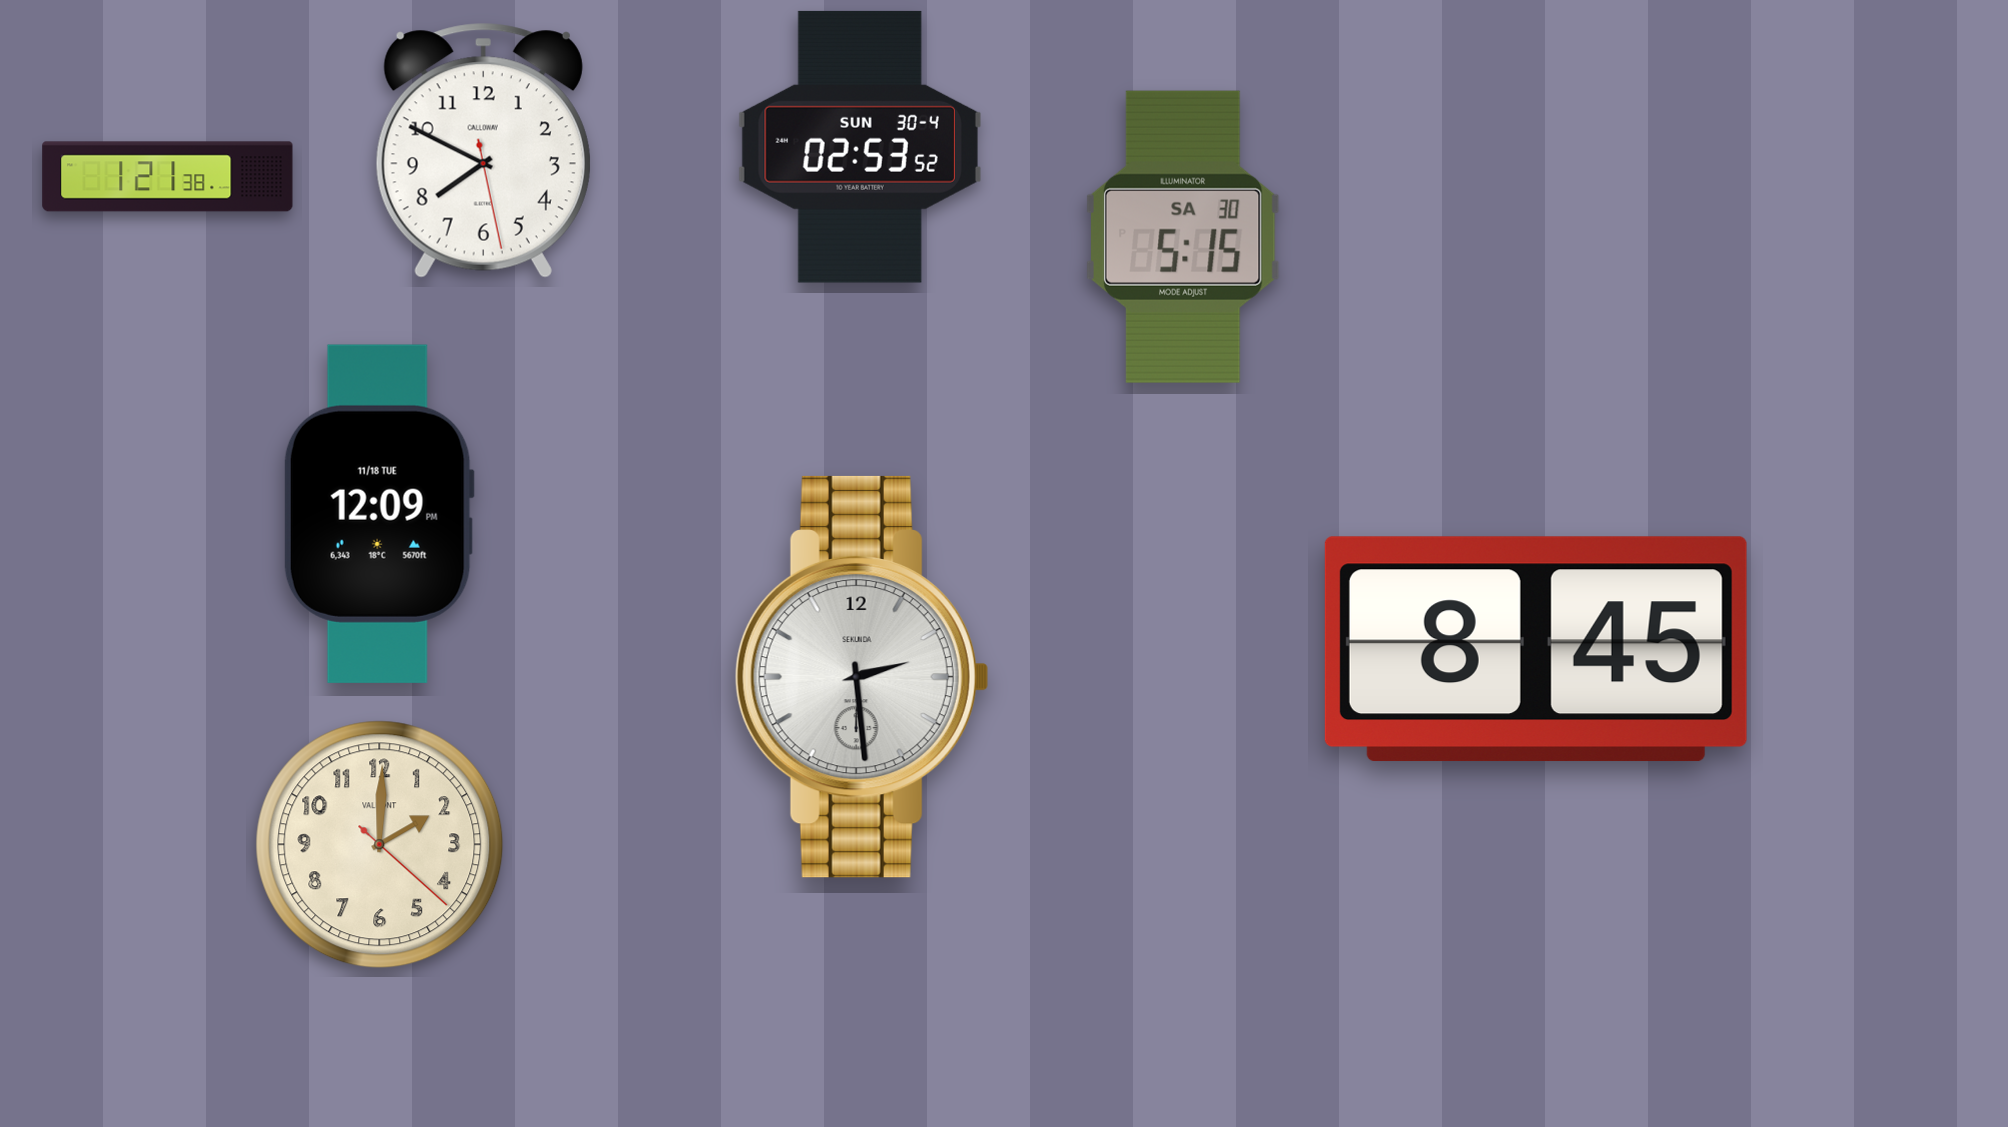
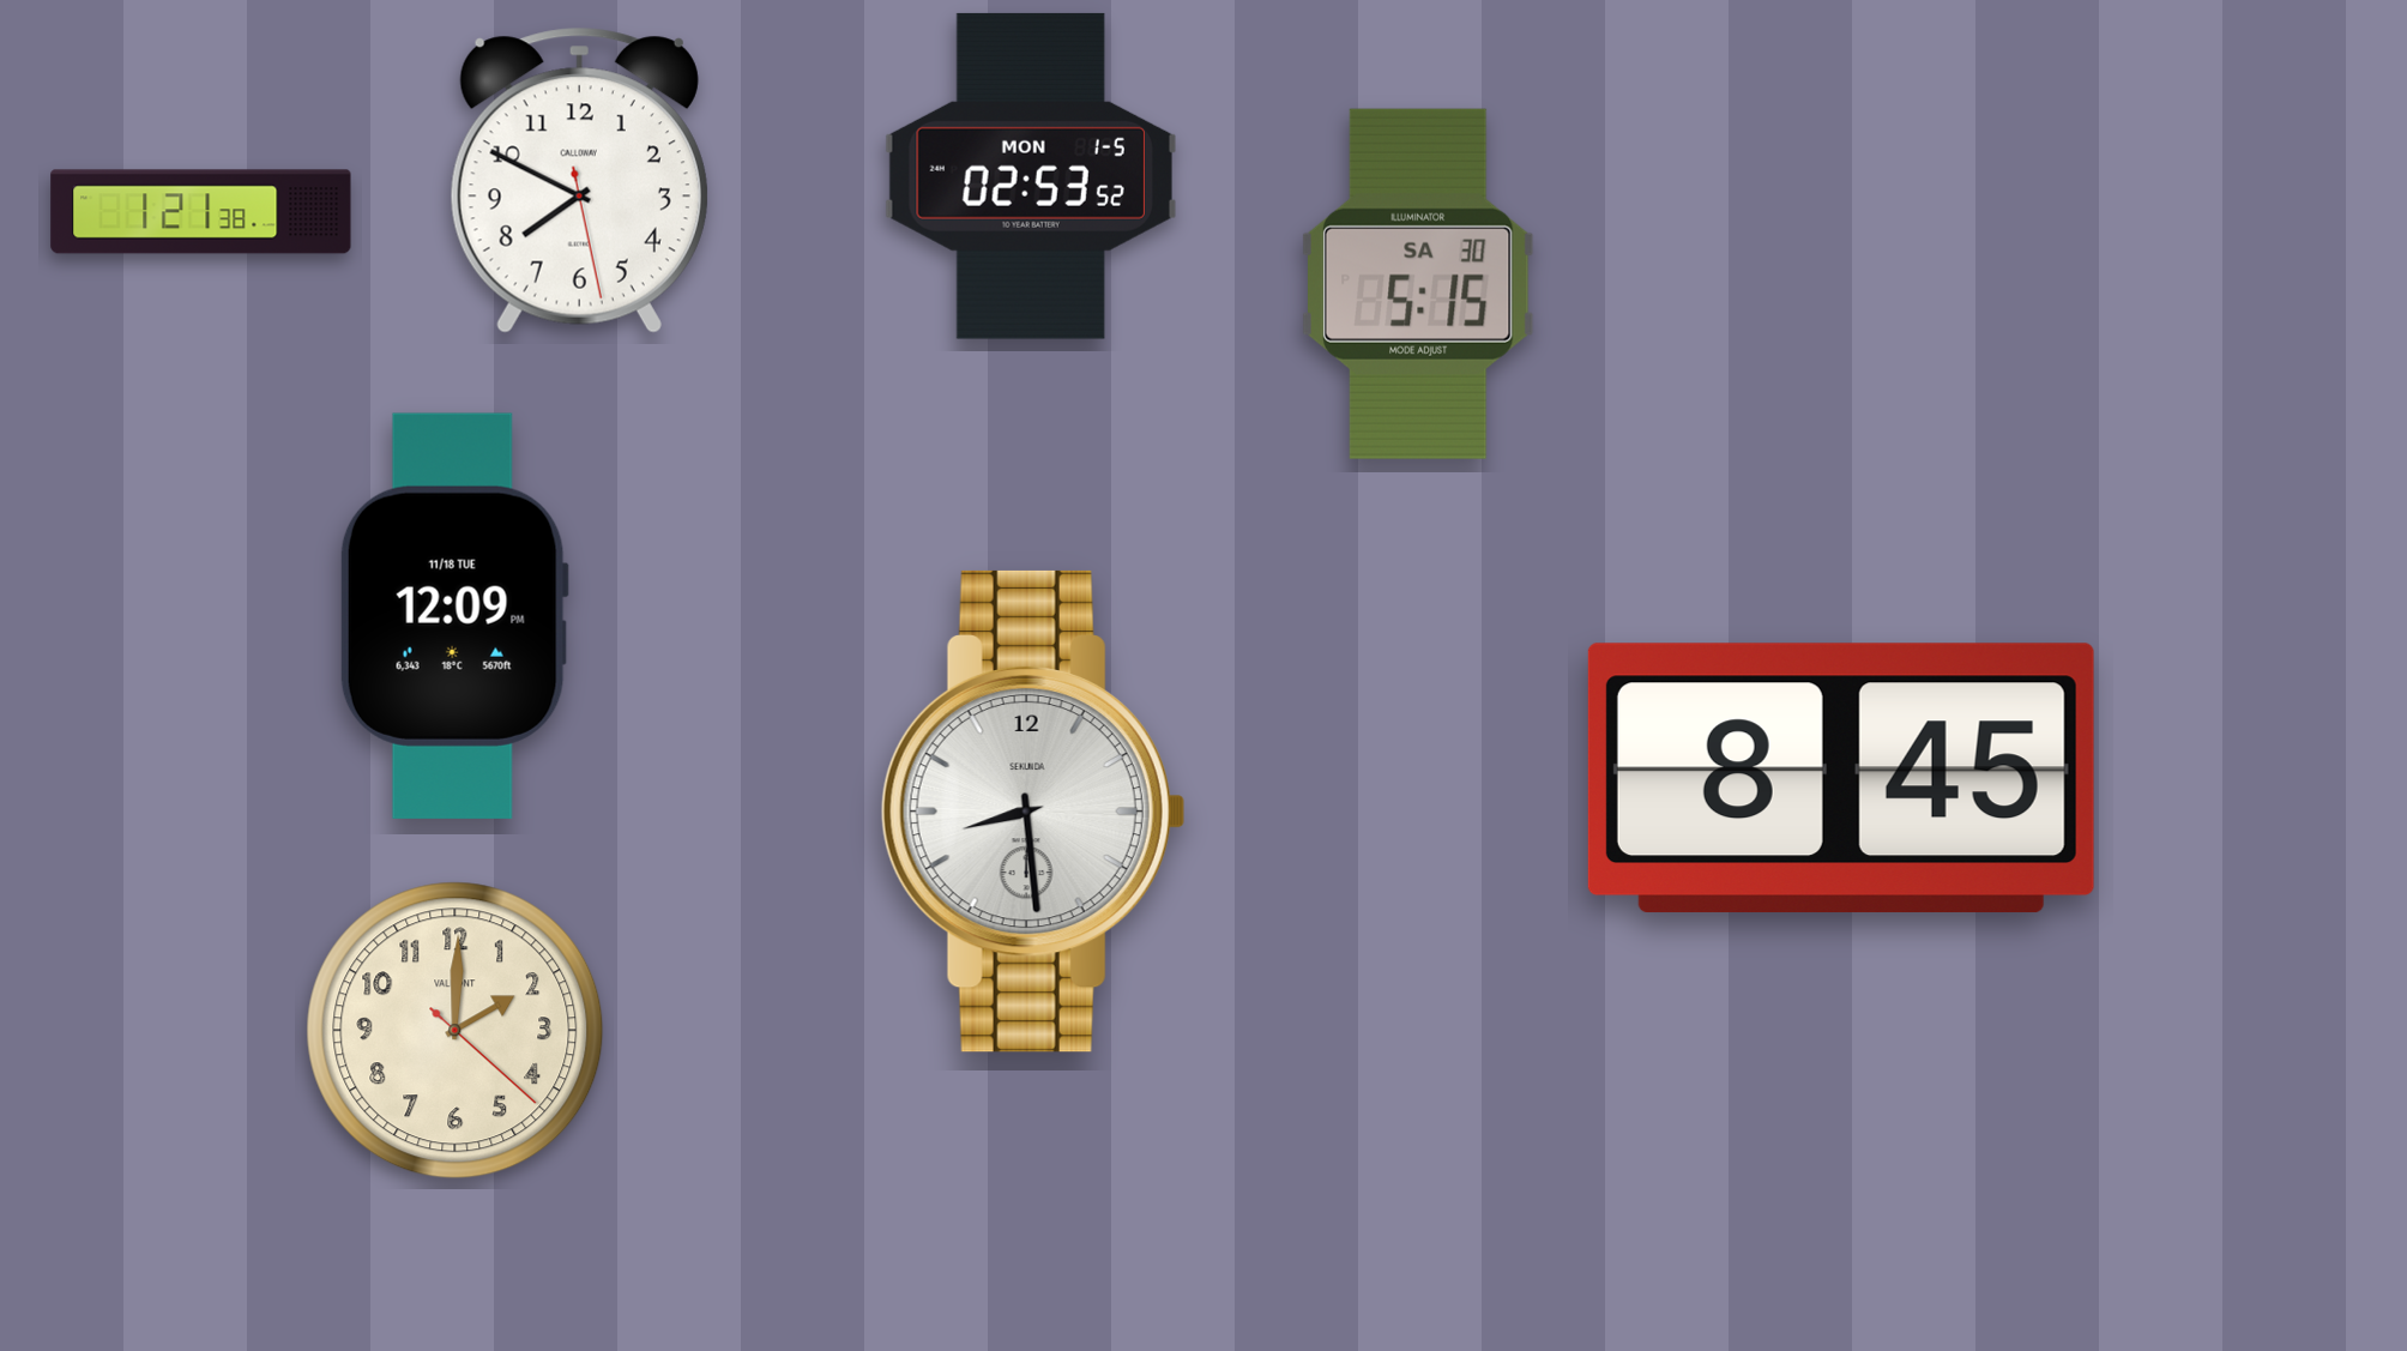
clock at (860, 147) date: SUN 30-4 -> MON 1-5
clock at (862, 677): 2:29 -> 8:29
clock at (380, 845) position: (380, 845) -> (456, 1031)
